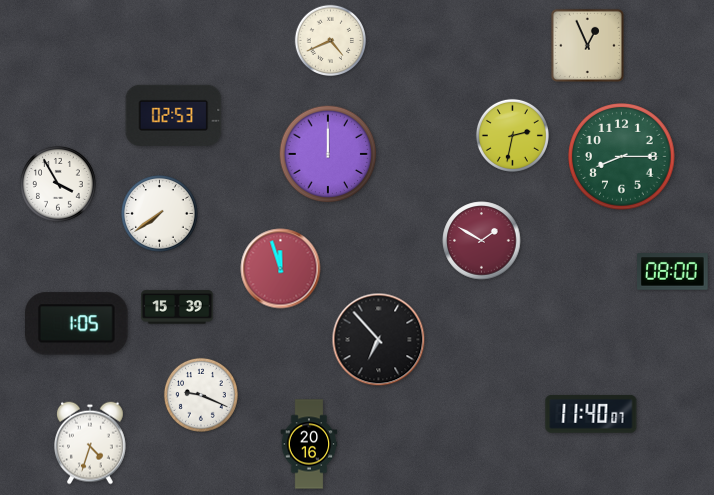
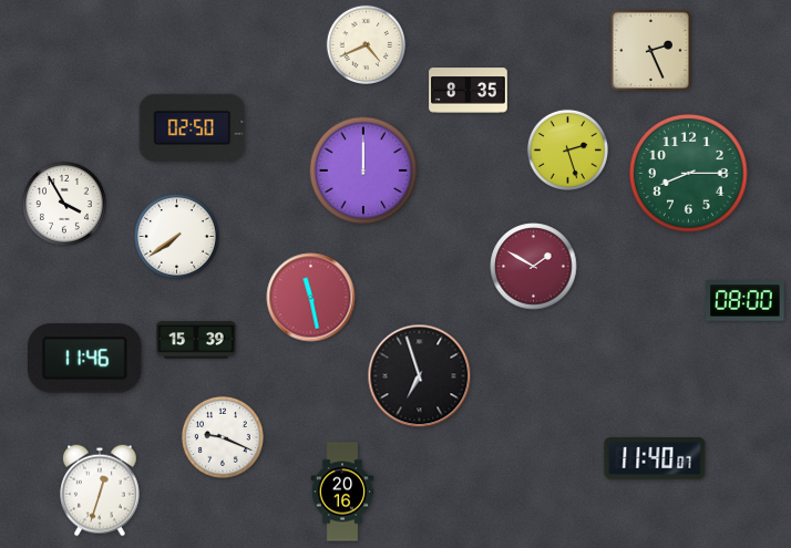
clock at (587, 45): 12:56 -> 2:26
clock at (469, 91): none -> 8:35
clock at (174, 115): 02:53 -> 02:50
clock at (512, 135): 2:32 -> 2:27
clock at (281, 269): 11:57 -> 11:28
clock at (77, 324): 1:05 -> 11:46
clock at (379, 340): 6:53 -> 6:57
clock at (91, 443): 4:33 -> 12:33
